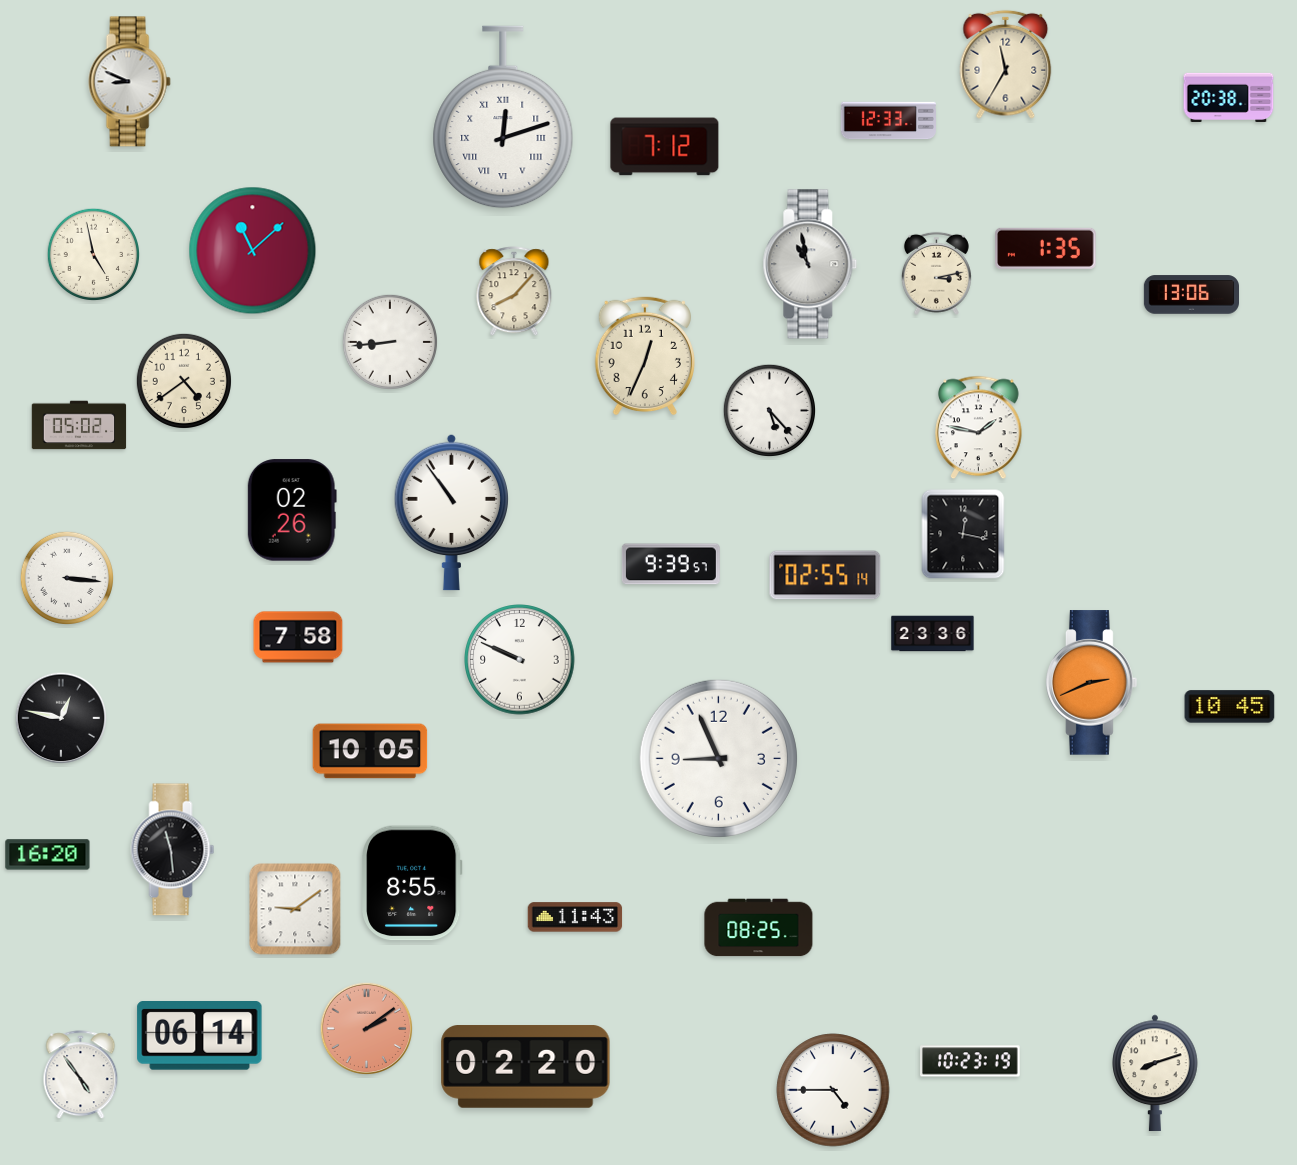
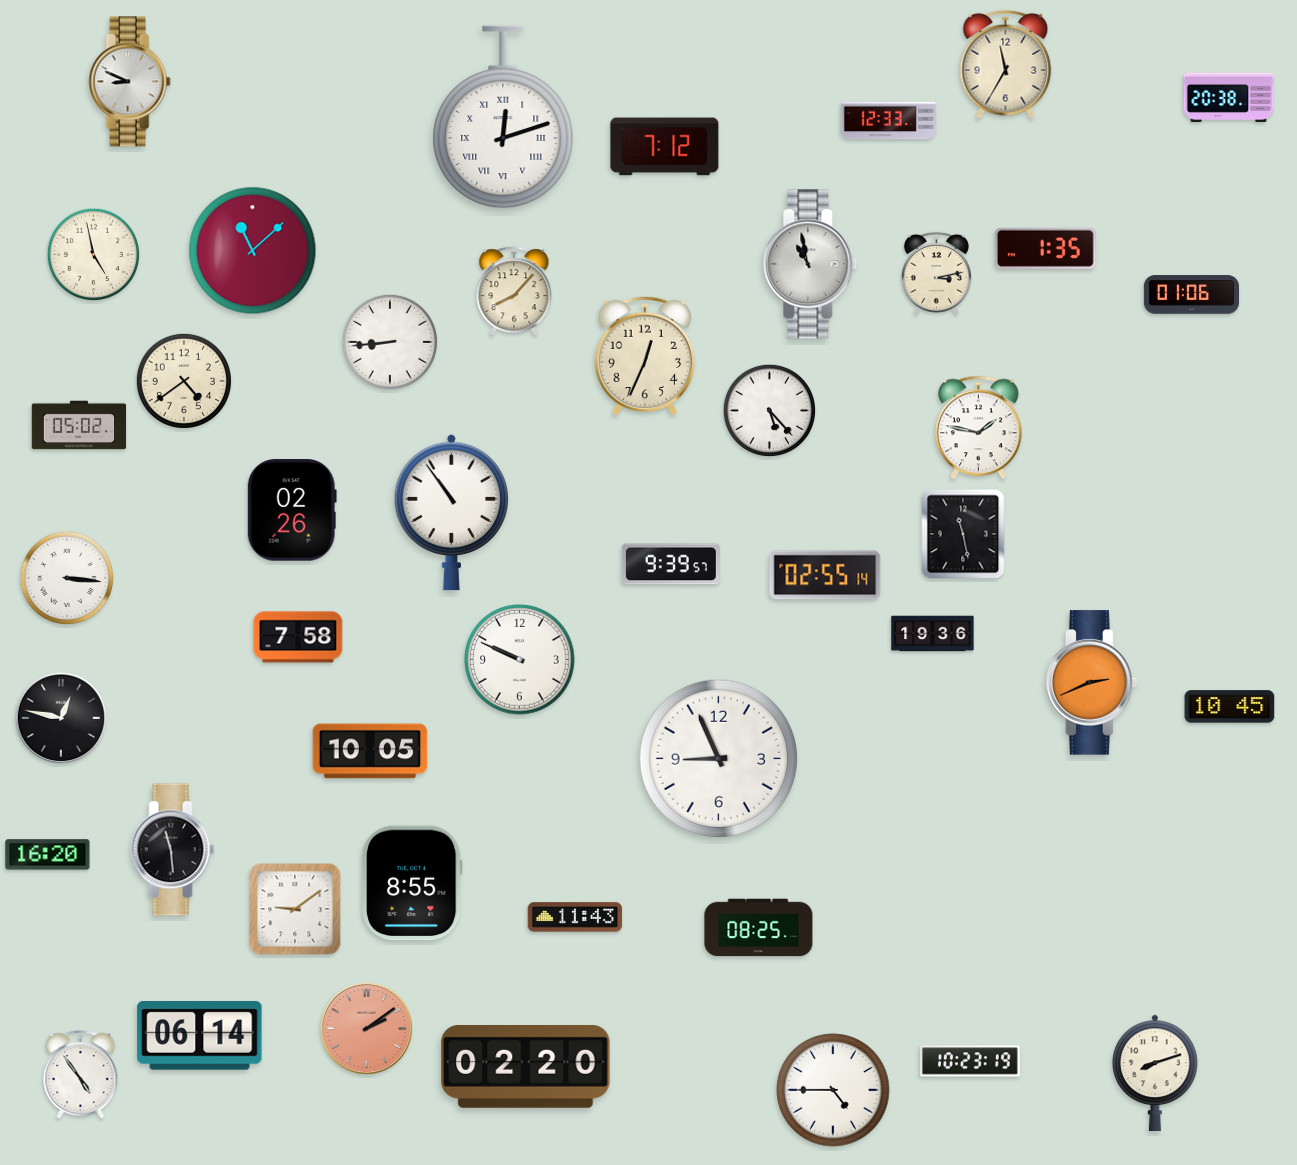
clock at (1191, 295): 13:06 -> 01:06
clock at (963, 534): 12:17 -> 11:28
clock at (933, 634): 23:36 -> 19:36
